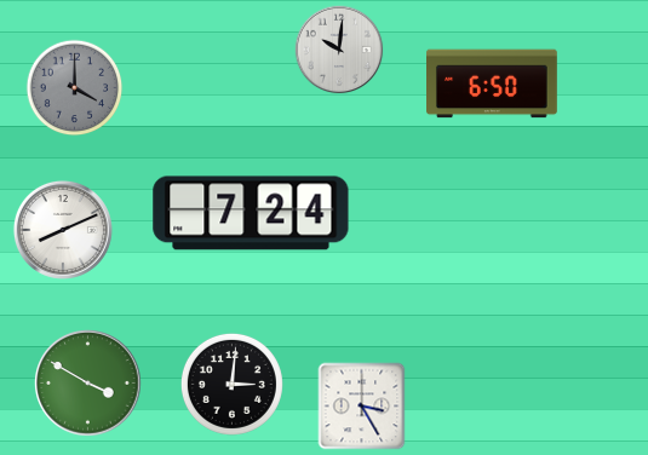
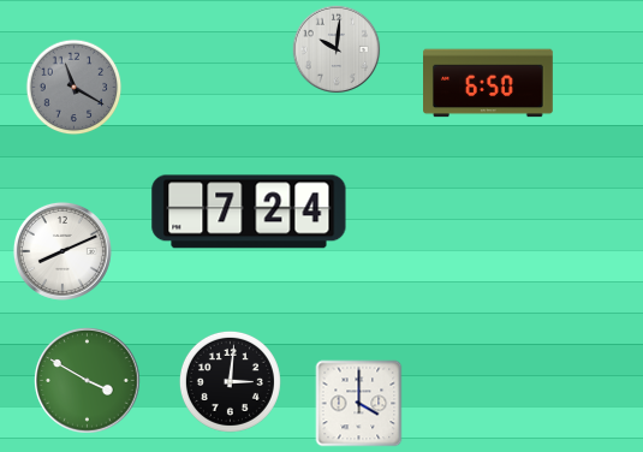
clock at (75, 88): 4:00 -> 11:20
clock at (63, 230) position: (63, 230) -> (62, 251)
clock at (362, 407): 3:25 -> 4:00
